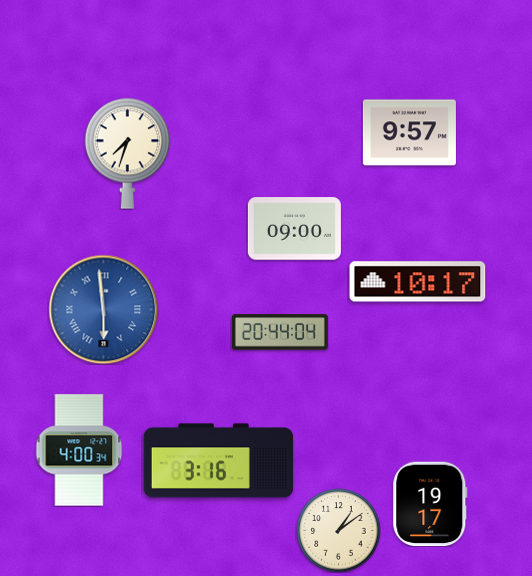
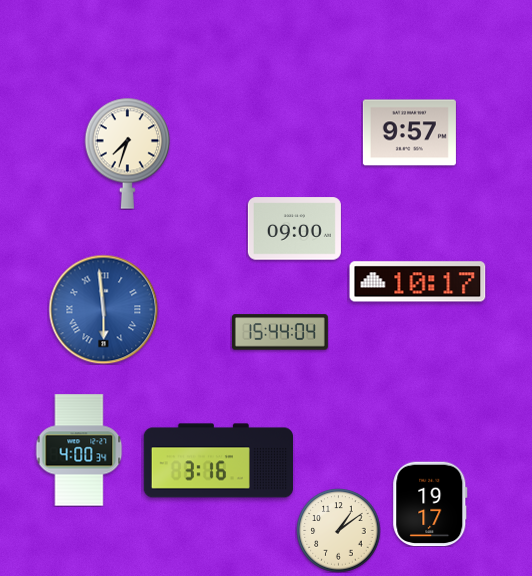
clock at (280, 332): 20:44 -> 15:44
